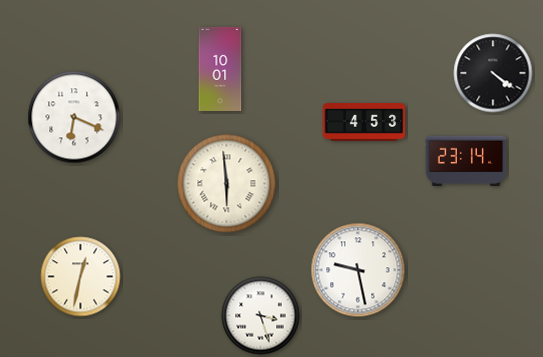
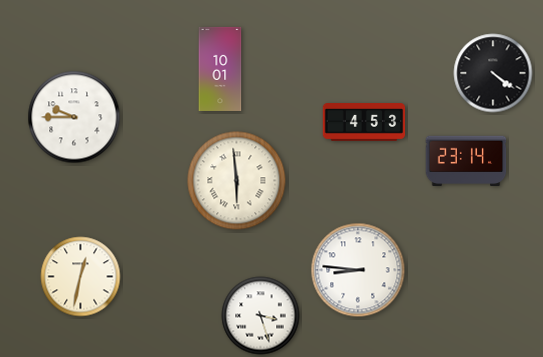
clock at (74, 117): 6:19 -> 9:45
clock at (227, 184) position: (227, 184) -> (237, 181)
clock at (358, 270): 9:28 -> 8:46
